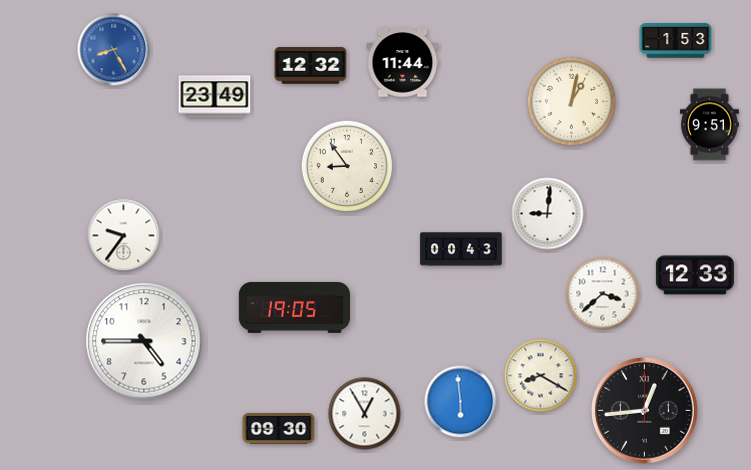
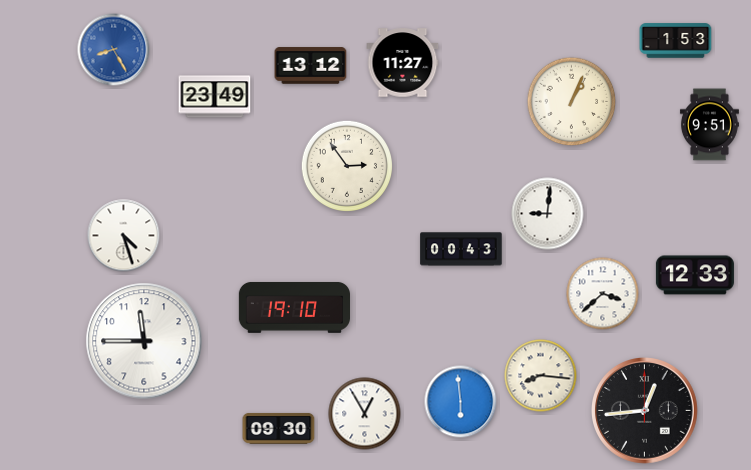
clock at (403, 63): 11:44 -> 11:27
clock at (311, 66): 12:32 -> 13:12
clock at (572, 102): 1:02 -> 1:04
clock at (346, 165): 8:54 -> 2:54
clock at (124, 236): 9:36 -> 4:27
clock at (294, 307): 19:05 -> 19:10
clock at (144, 341): 4:45 -> 11:45
clock at (541, 376): 8:20 -> 8:16
